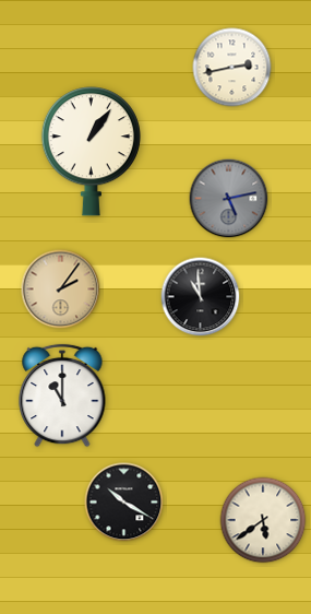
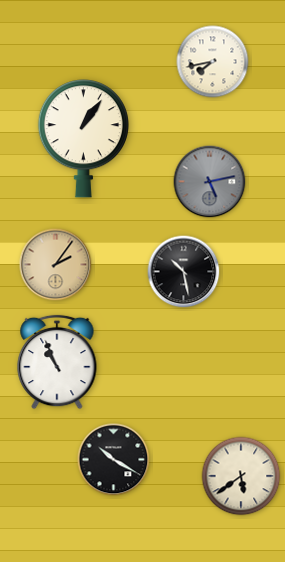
clock at (232, 68): 2:43 -> 7:43
clock at (201, 297): 10:59 -> 10:28
clock at (62, 395): 11:00 -> 10:56
